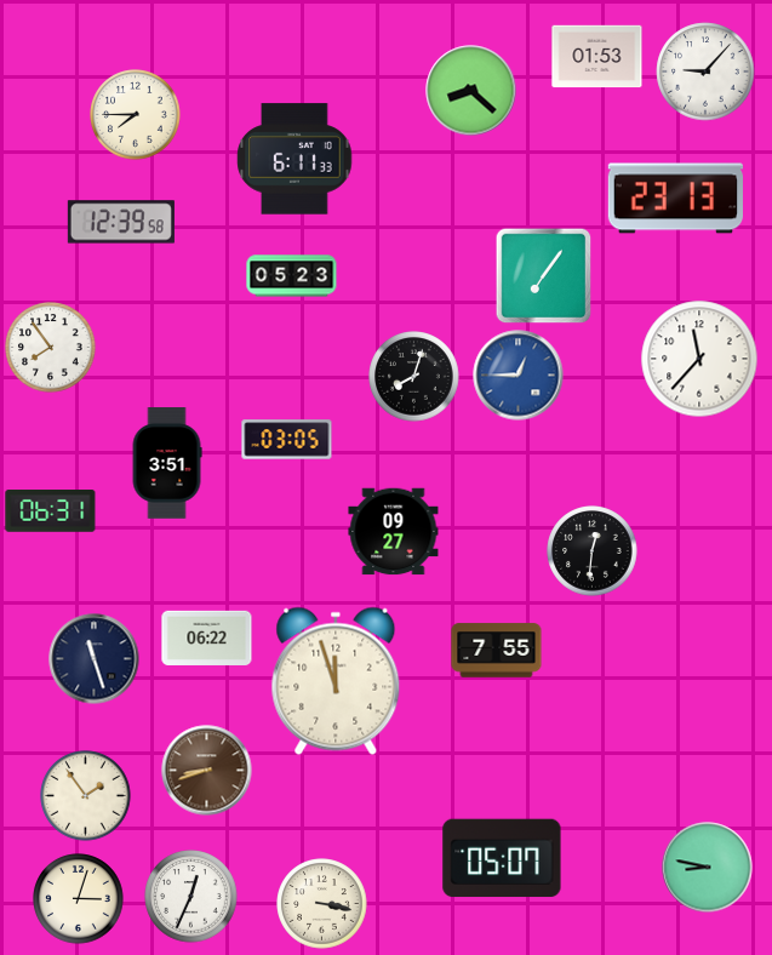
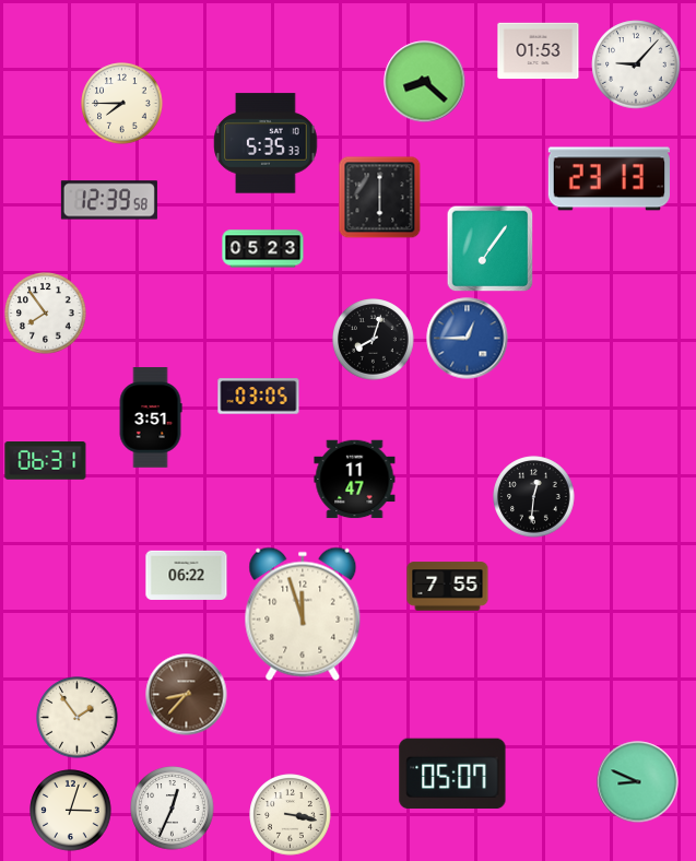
clock at (294, 159): 6:11 -> 5:35
clock at (380, 198): none -> 6:00
clock at (699, 359): 11:37 -> none
clock at (394, 532): 09:27 -> 11:47
clock at (95, 659): 11:27 -> none
clock at (207, 771): 8:42 -> 8:37
clock at (708, 868): 8:47 -> 8:49
